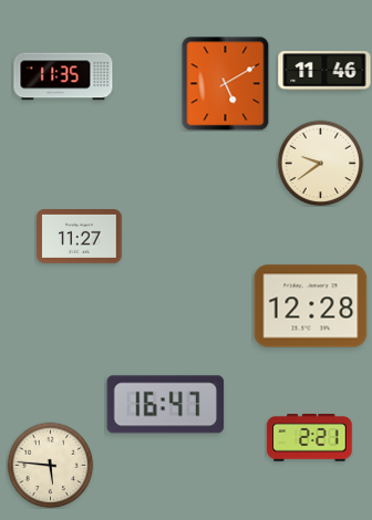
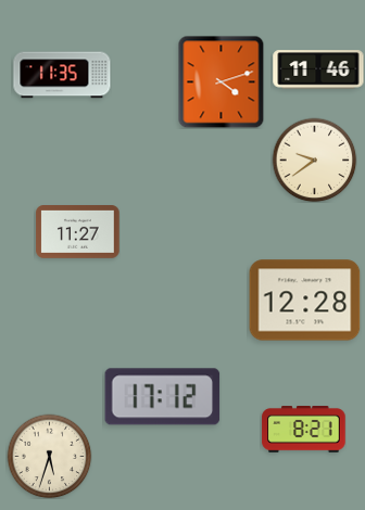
clock at (226, 83): 5:10 -> 4:12
clock at (166, 405): 16:47 -> 17:12
clock at (310, 438): 2:21 -> 8:21
clock at (50, 465): 5:46 -> 5:33
